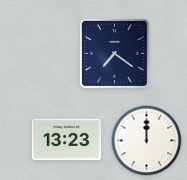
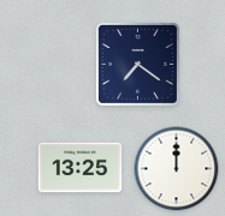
clock at (67, 140): 13:23 -> 13:25
